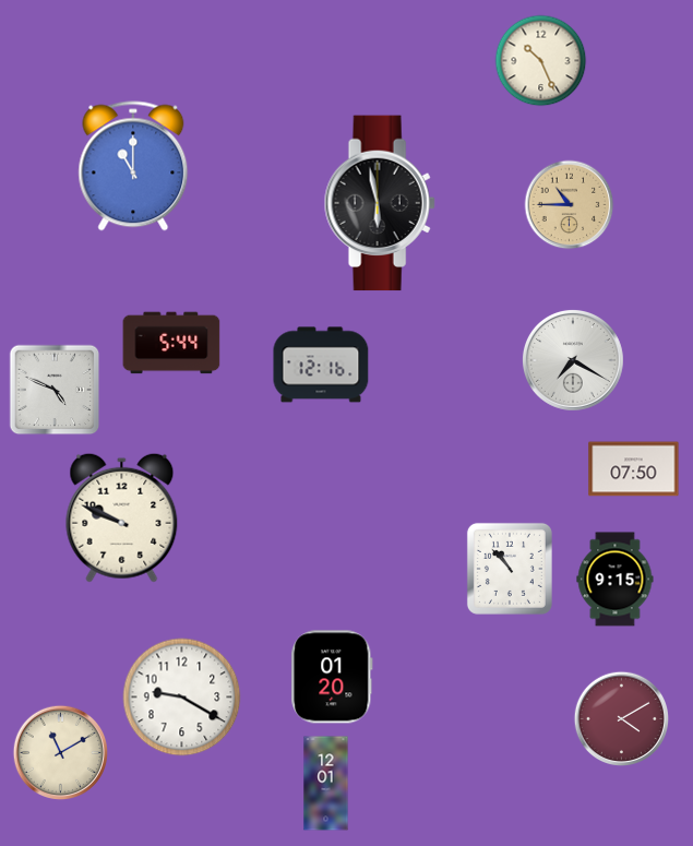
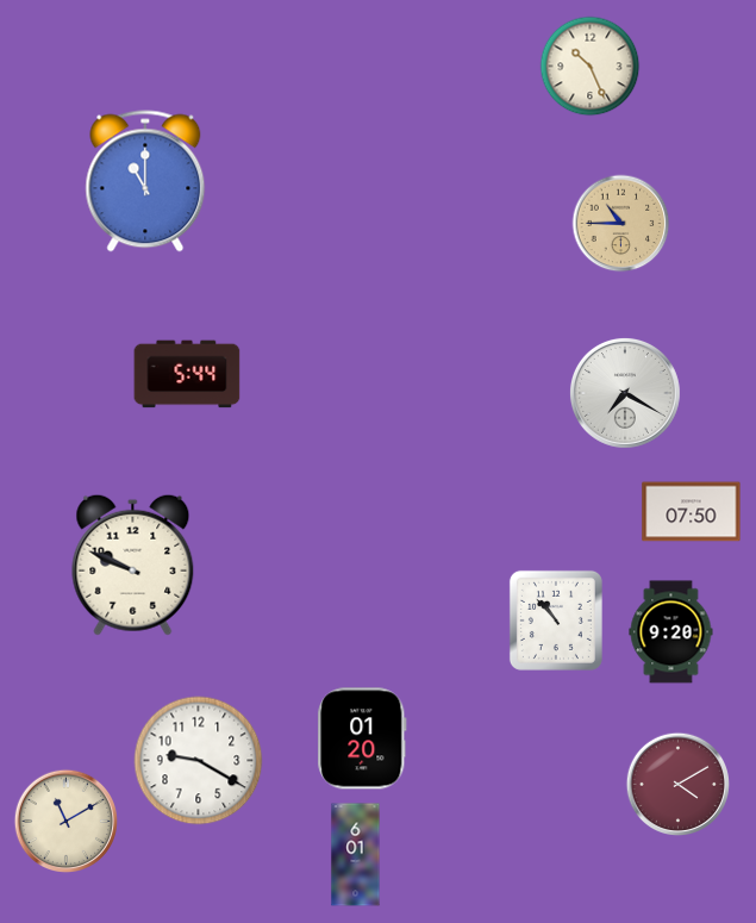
clock at (380, 203): 5:58 -> none
clock at (321, 365): 12:16 -> none
clock at (55, 390): 4:49 -> none
clock at (616, 580): 9:15 -> 9:20
clock at (326, 784): 12:01 -> 6:01
